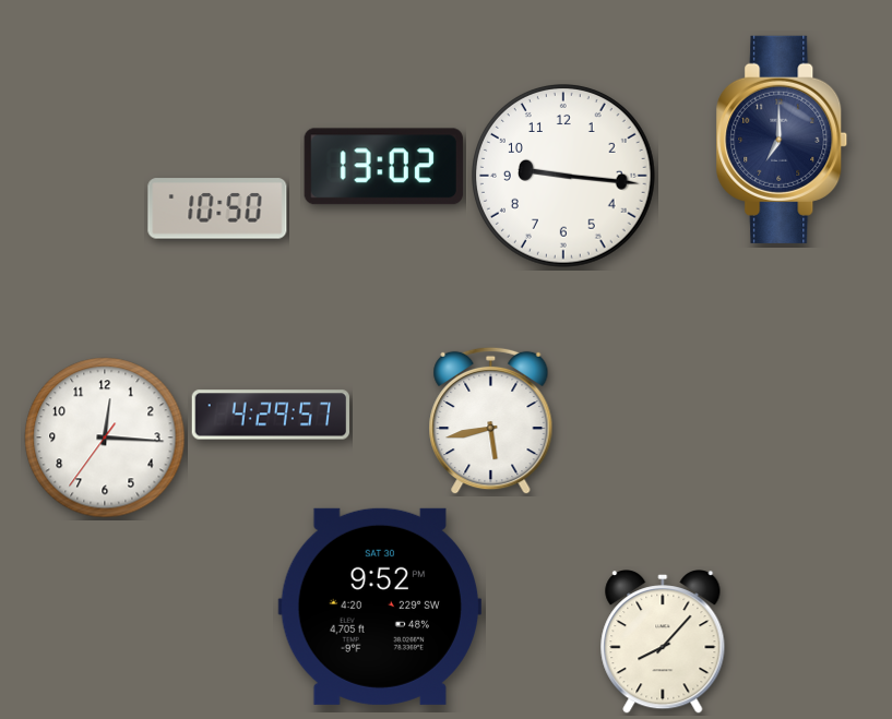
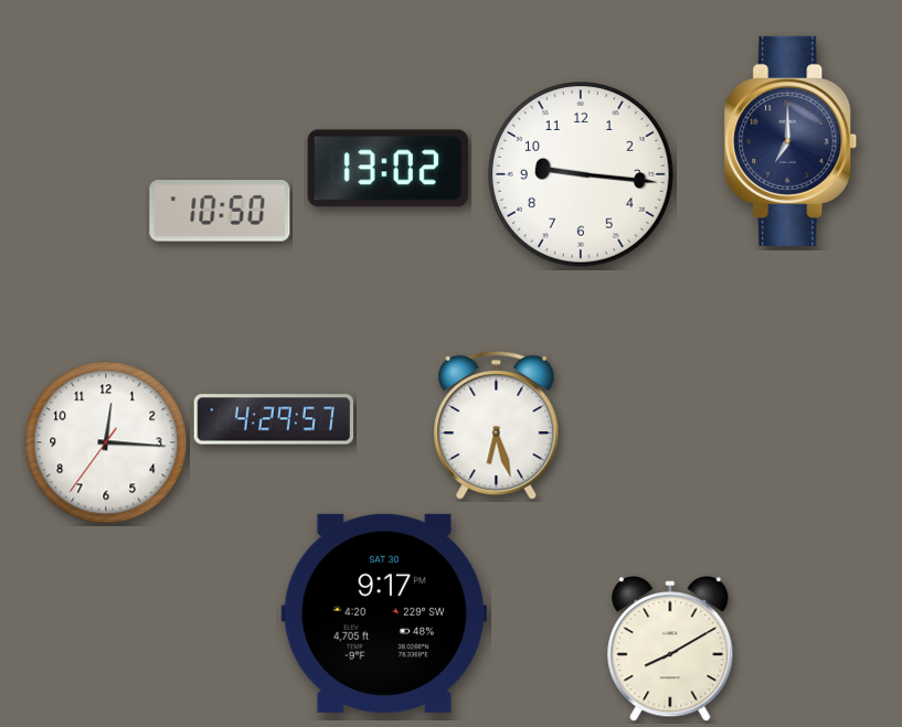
clock at (564, 177) position: (564, 177) -> (582, 175)
clock at (491, 421): 5:43 -> 6:27
clock at (380, 607): 9:52 -> 9:17
clock at (663, 643): 8:07 -> 8:10
